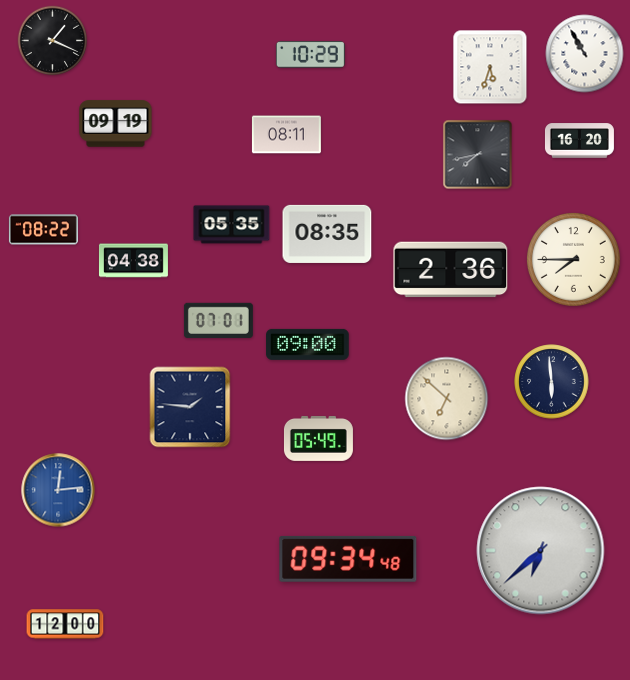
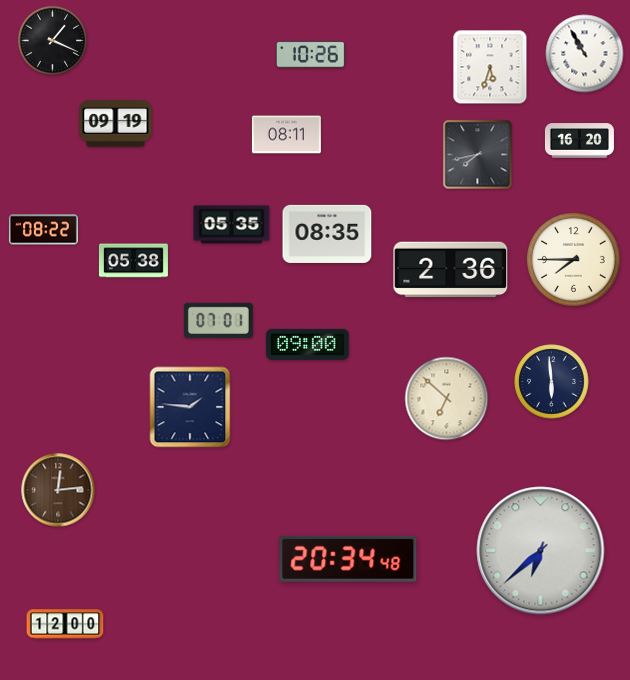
clock at (310, 55): 10:29 -> 10:26
clock at (133, 261): 04:38 -> 05:38
clock at (318, 438): 05:49 -> none
clock at (58, 490) dial: blue -> brown
clock at (348, 559): 09:34 -> 20:34
